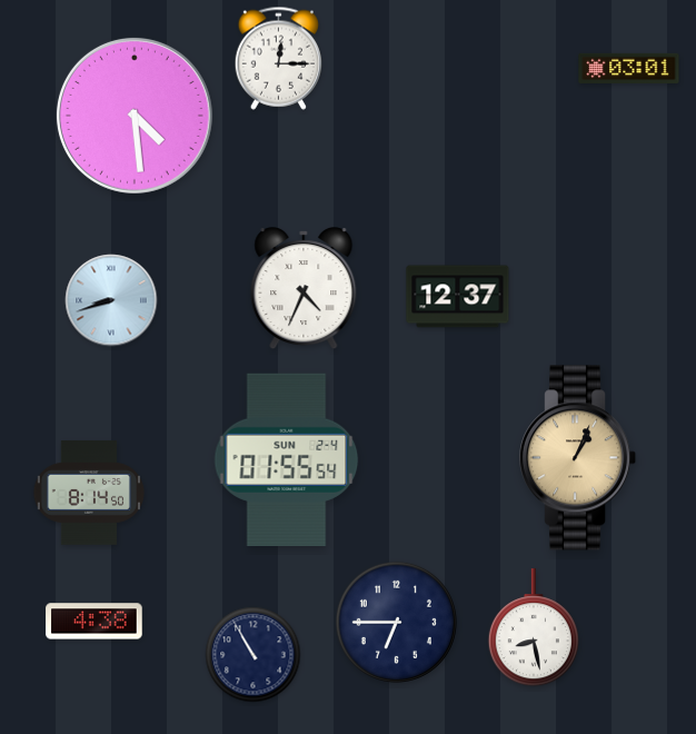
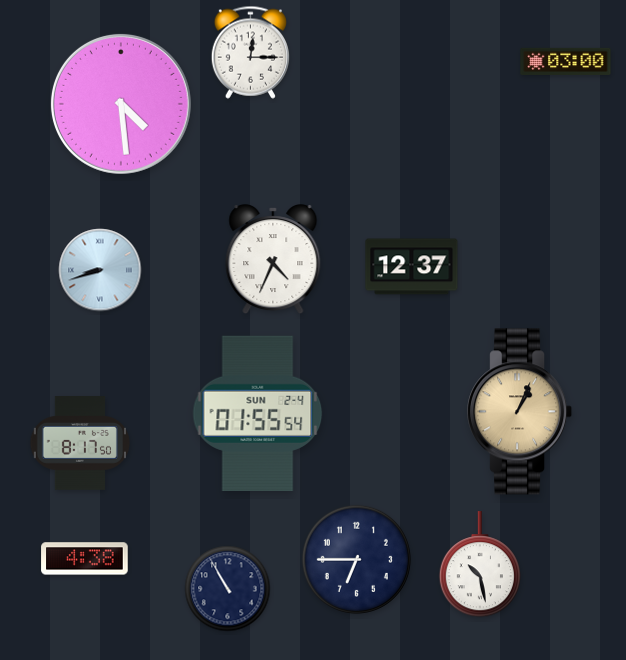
clock at (629, 68): 03:01 -> 03:00
clock at (89, 493): 8:14 -> 8:17
clock at (534, 628): 8:28 -> 10:28
